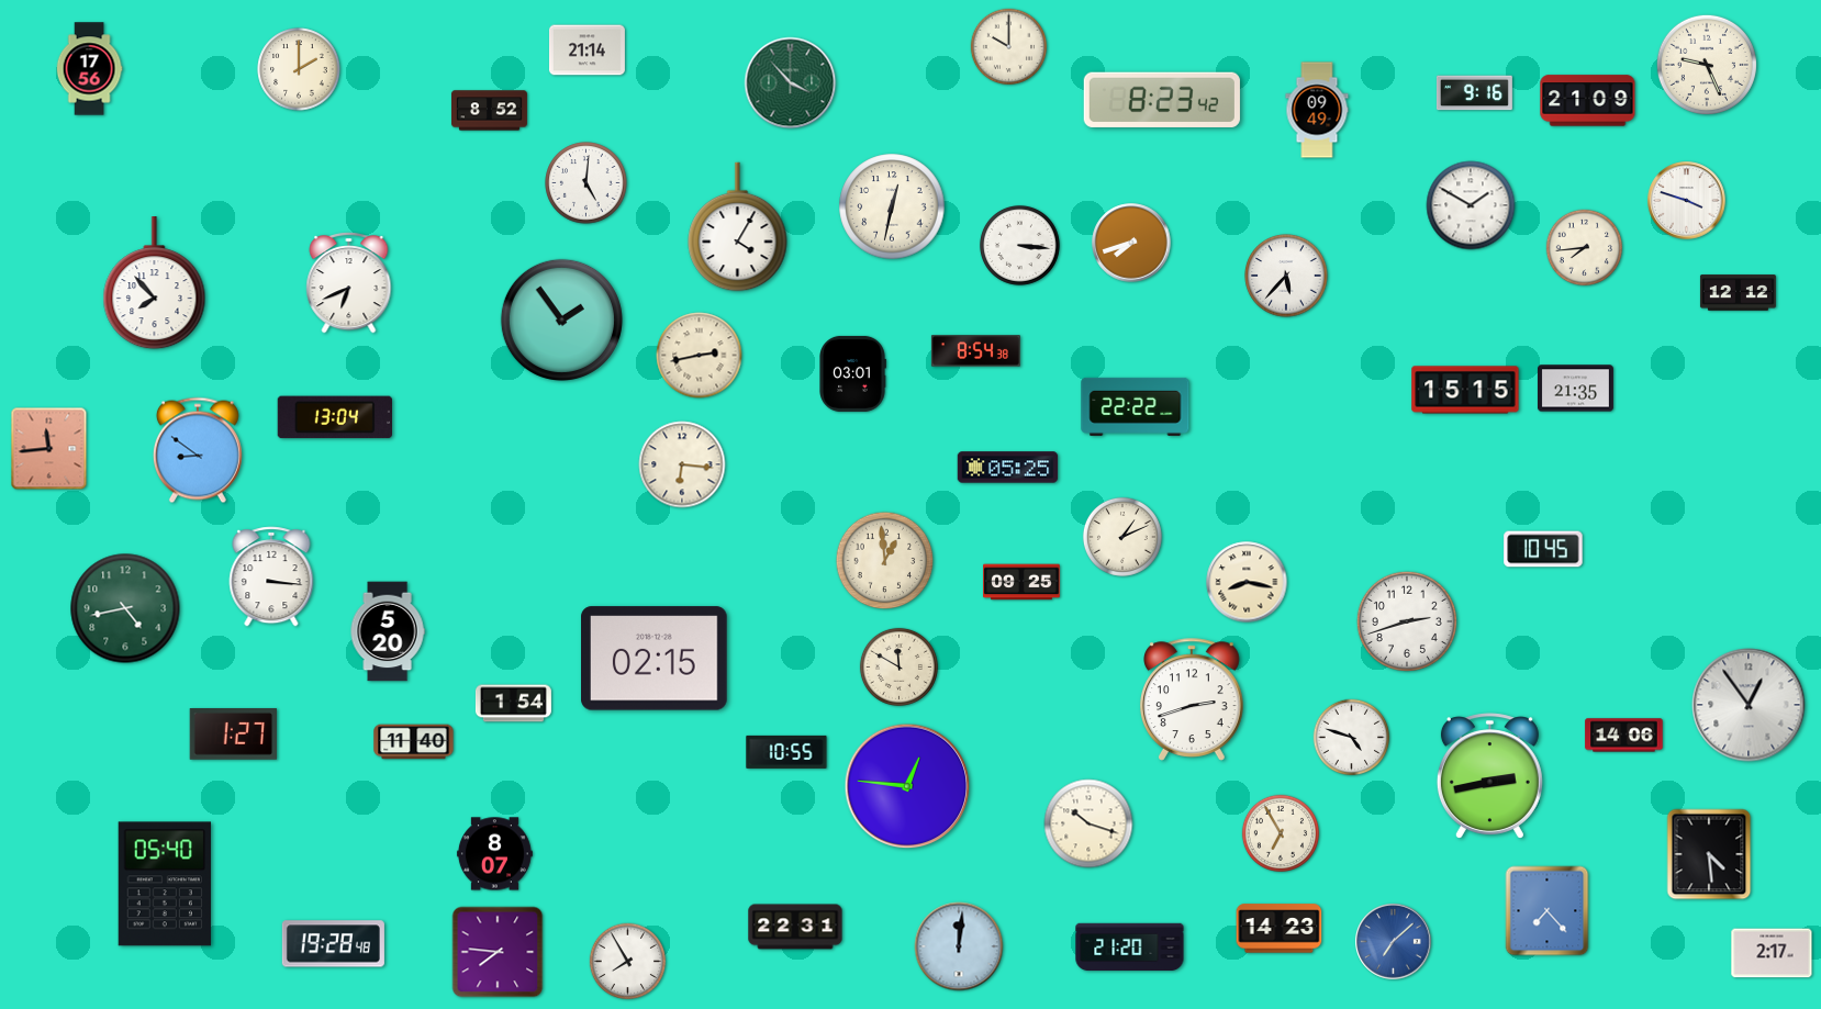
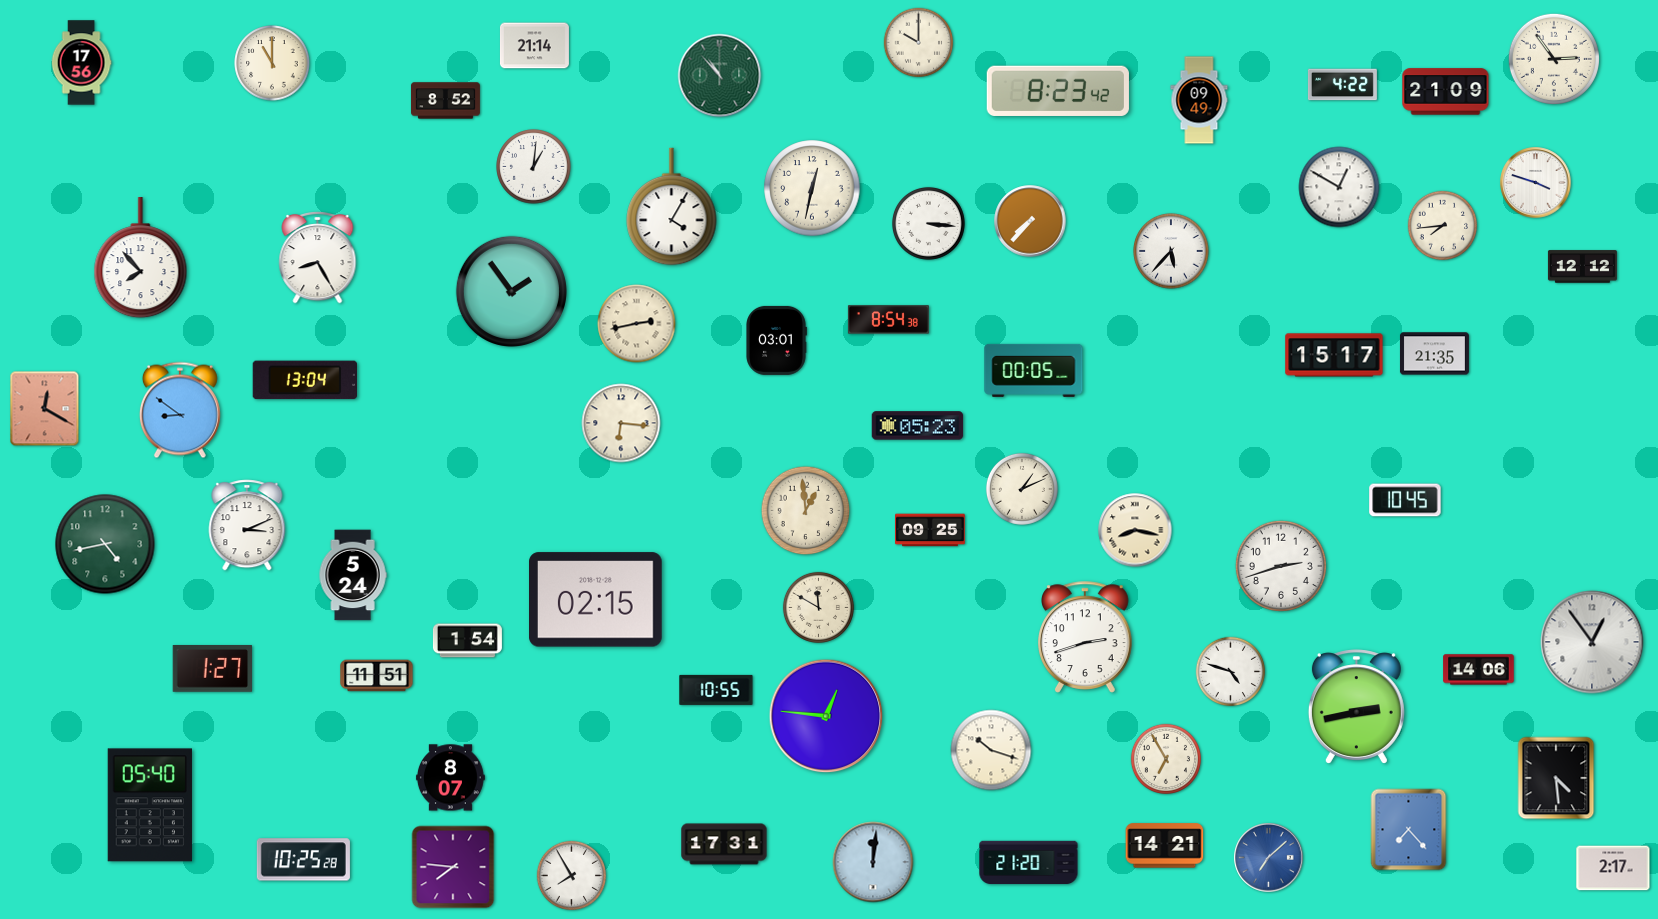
clock at (1707, 65): 9:26 -> 2:54
clock at (299, 69): 2:00 -> 11:00
clock at (791, 83): 3:53 -> 10:53
clock at (1474, 93): 9:16 -> 4:22
clock at (586, 183): 5:01 -> 1:01
clock at (1471, 205): 1:50 -> 12:50
clock at (1131, 243): 7:42 -> 7:37
clock at (349, 282): 6:41 -> 8:25
clock at (1465, 390): 15:15 -> 15:17
clock at (1136, 406): 22:22 -> 00:05
clock at (49, 449): 11:44 -> 12:20
clock at (1008, 468): 05:25 -> 05:23
clock at (271, 576): 3:16 -> 3:11
clock at (125, 608) position: (125, 608) -> (105, 544)
clock at (388, 631): 5:20 -> 5:24
clock at (414, 742): 11:40 -> 11:51
clock at (786, 752) position: (786, 752) -> (716, 690)
clock at (795, 927): 22:31 -> 17:31
clock at (1280, 929): 14:23 -> 14:21
clock at (333, 944): 19:28 -> 10:25
